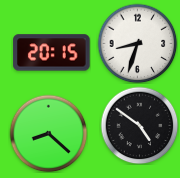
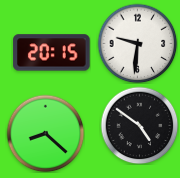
clock at (137, 43): 8:33 -> 9:31
clock at (48, 133) position: (48, 133) -> (45, 133)
